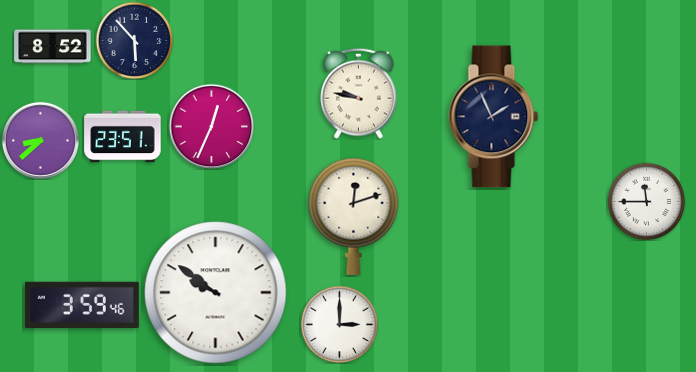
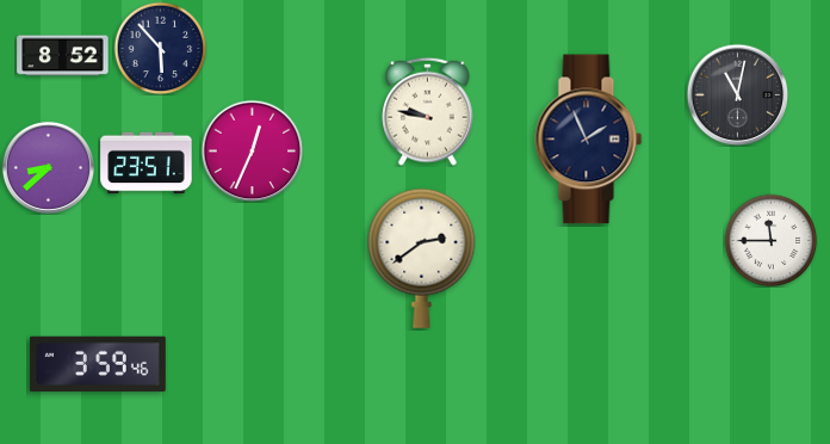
clock at (737, 94): none -> 11:02
clock at (354, 216): 12:12 -> 2:39
clock at (216, 293): 9:51 -> none
clock at (339, 324): 3:00 -> none
